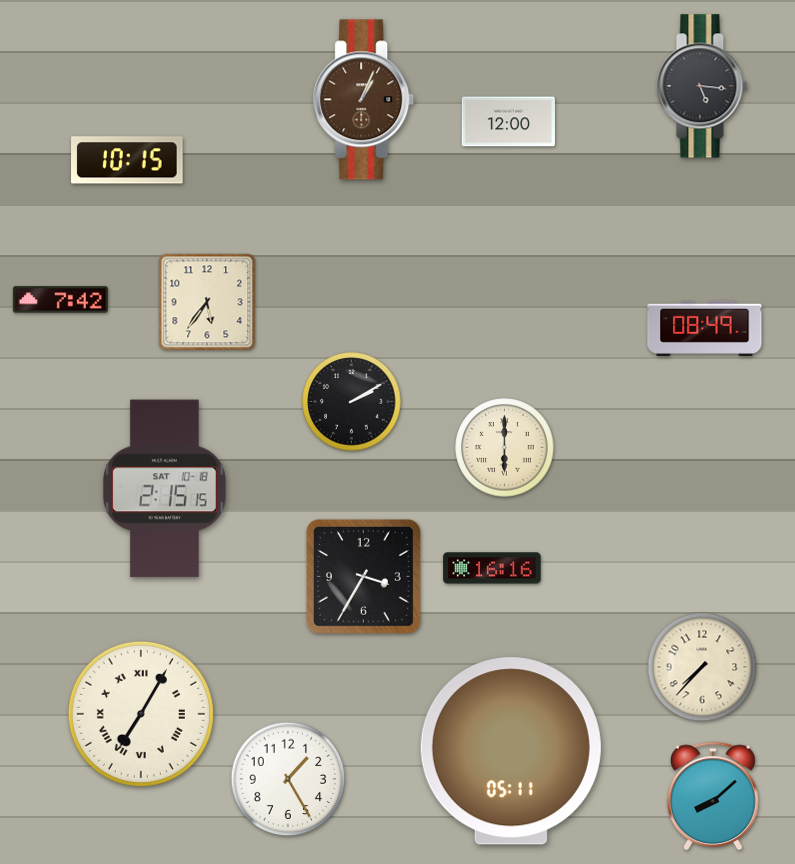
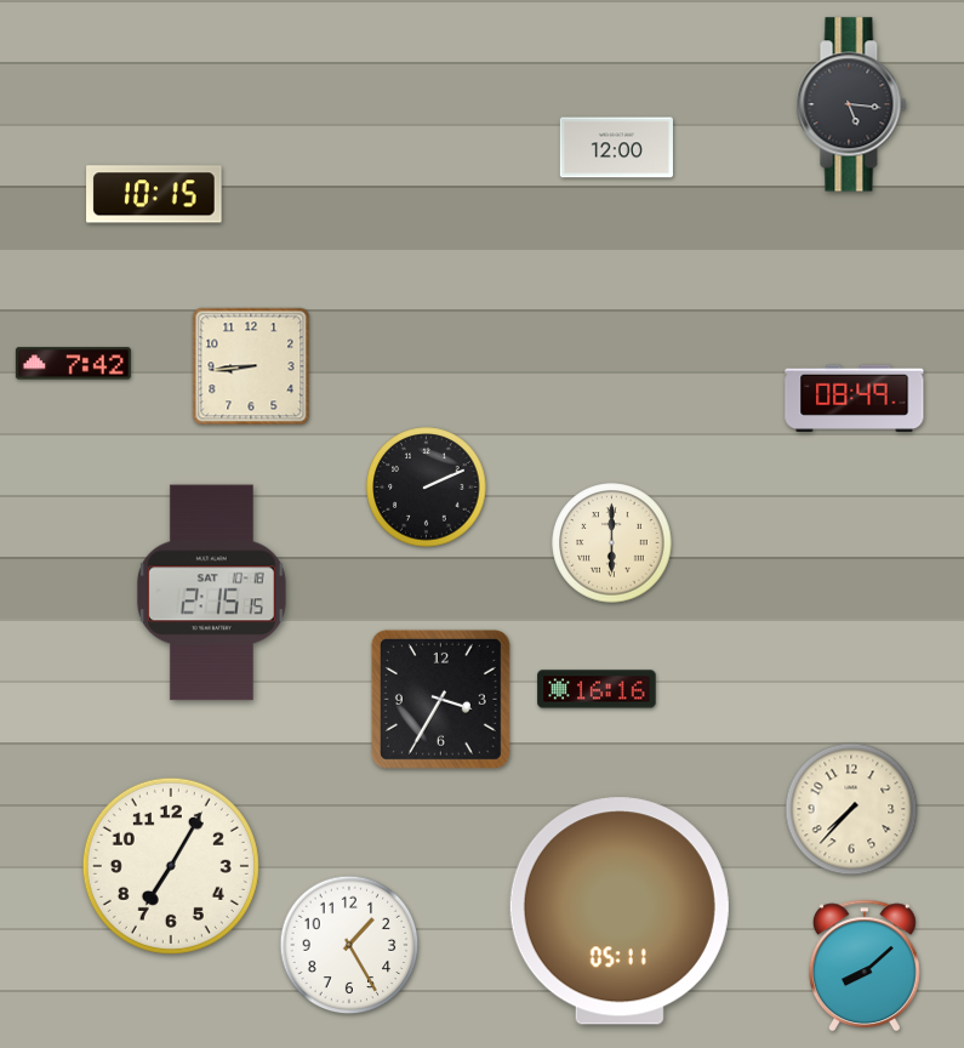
clock at (364, 100): 1:04 -> none
clock at (207, 302): 5:36 -> 8:44
clock at (352, 402): 2:10 -> 2:11
clock at (165, 489) position: (165, 489) -> (212, 593)
clock at (141, 714) numerals: Roman -> Arabic
